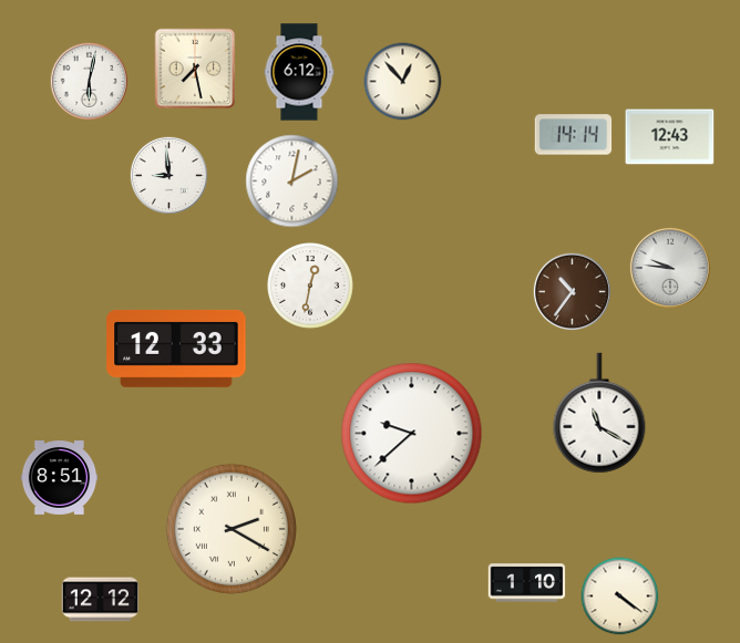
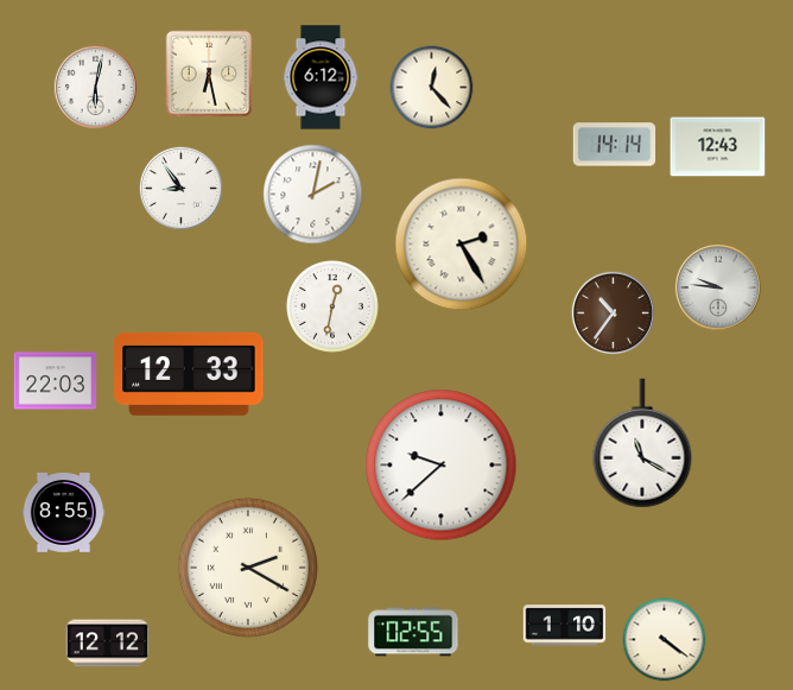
clock at (195, 69): 7:28 -> 6:28
clock at (403, 82): 12:53 -> 12:23
clock at (168, 175): 8:59 -> 8:54
clock at (462, 245): none -> 2:25
clock at (56, 381): none -> 22:03
clock at (60, 478): 8:51 -> 8:55
clock at (413, 632): none -> 02:55
